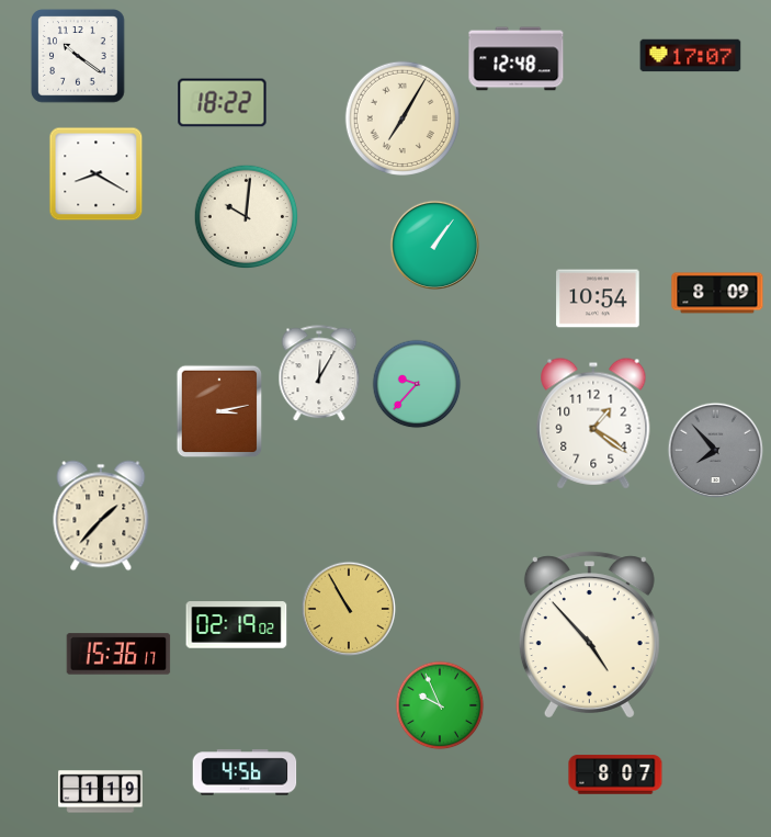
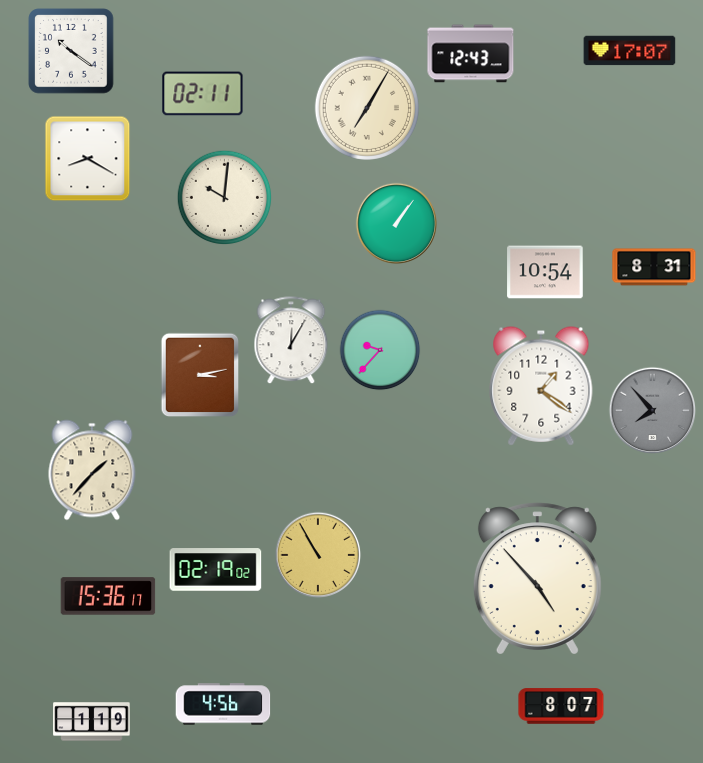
clock at (517, 59): 12:48 -> 12:43
clock at (223, 103): 18:22 -> 02:11
clock at (717, 293): 8:09 -> 8:31
clock at (440, 705): 9:56 -> none
